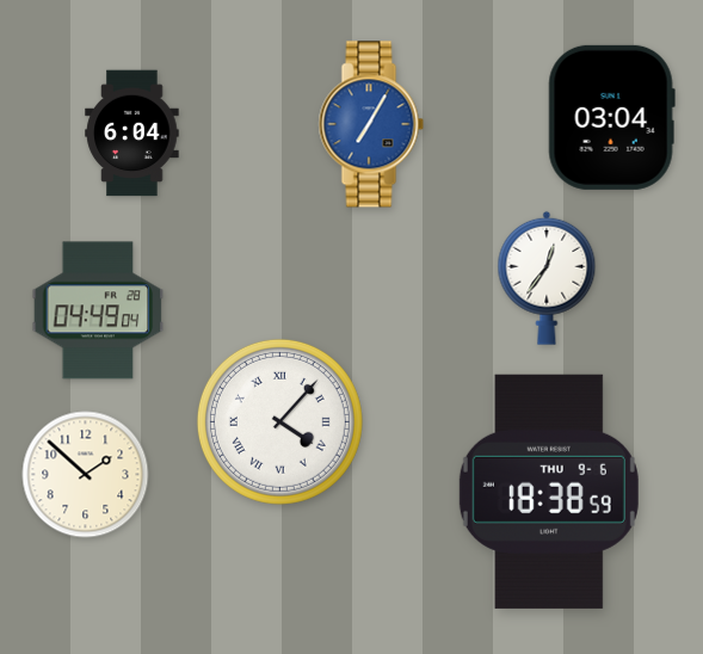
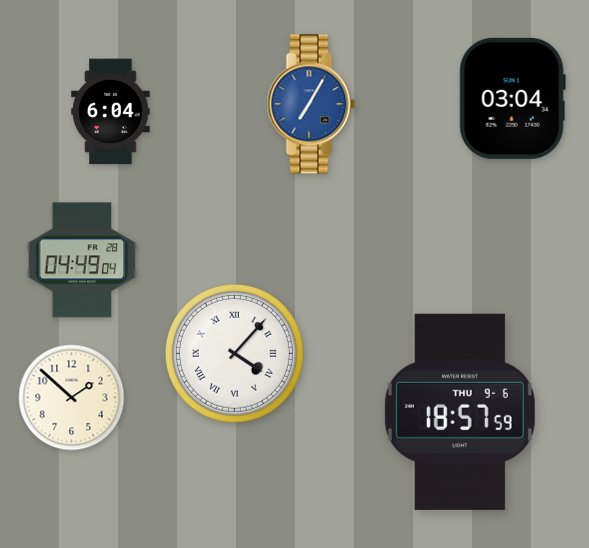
clock at (547, 278): 12:36 -> none
clock at (549, 492): 18:38 -> 18:57
